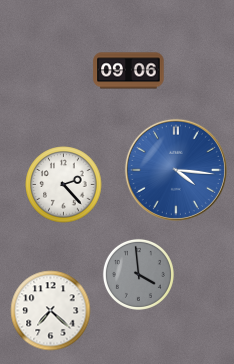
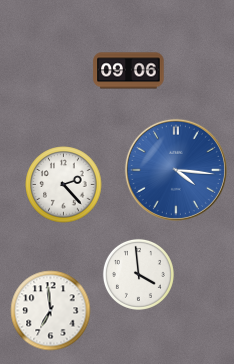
clock at (138, 274) dial: grey -> white
clock at (51, 311): 7:22 -> 6:59
